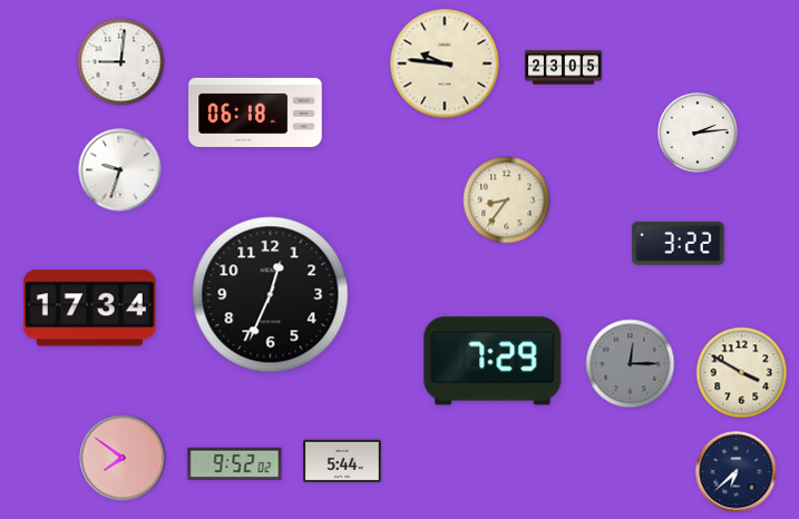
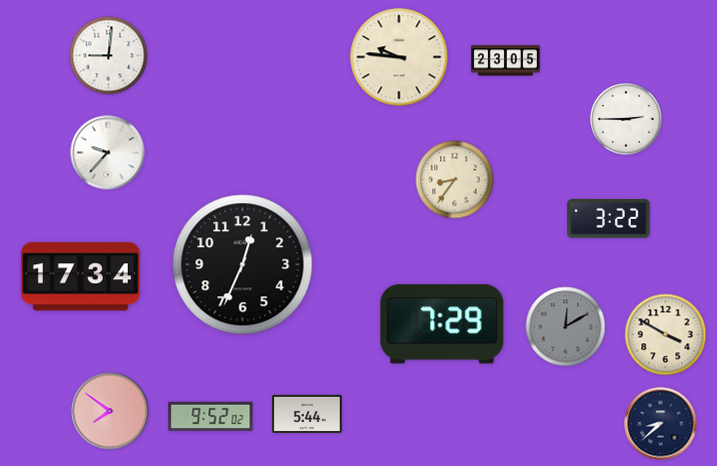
clock at (255, 112): 06:18 -> none
clock at (699, 134): 2:14 -> 2:45
clock at (120, 170): 9:33 -> 9:37
clock at (631, 364): 12:15 -> 12:10
clock at (737, 472): 6:38 -> 8:38
